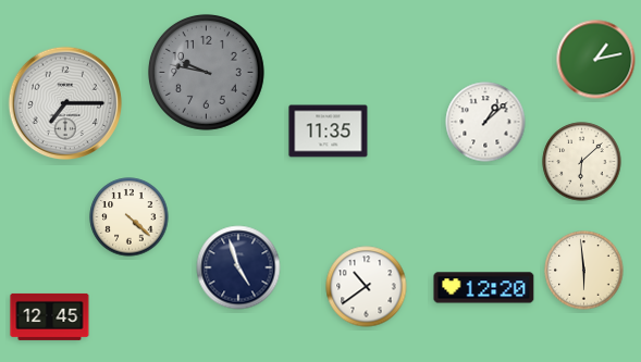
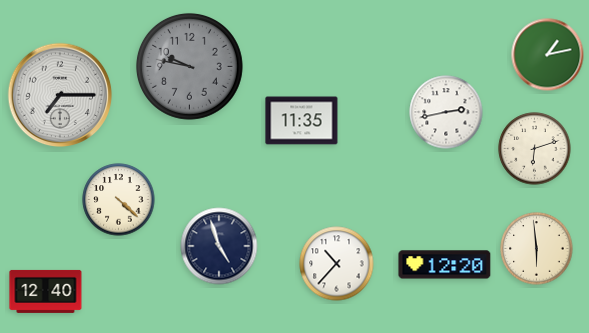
clock at (485, 122): 1:08 -> 2:43
clock at (582, 162): 6:08 -> 6:12
clock at (367, 287): 10:39 -> 10:37
clock at (50, 316): 12:45 -> 12:40
